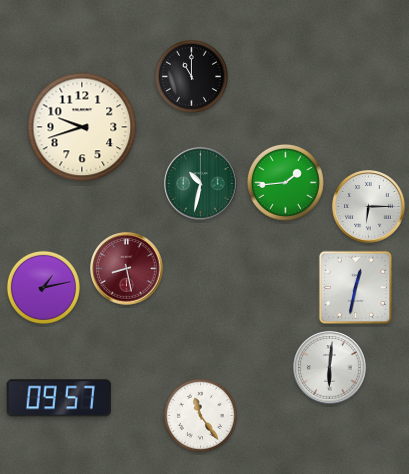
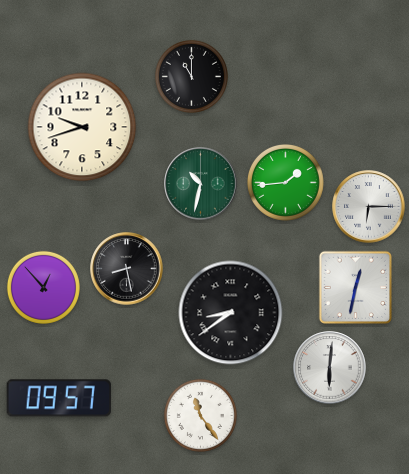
clock at (127, 269) dial: burgundy -> black
clock at (43, 287): 1:13 -> 12:53
clock at (231, 313): none -> 8:39
